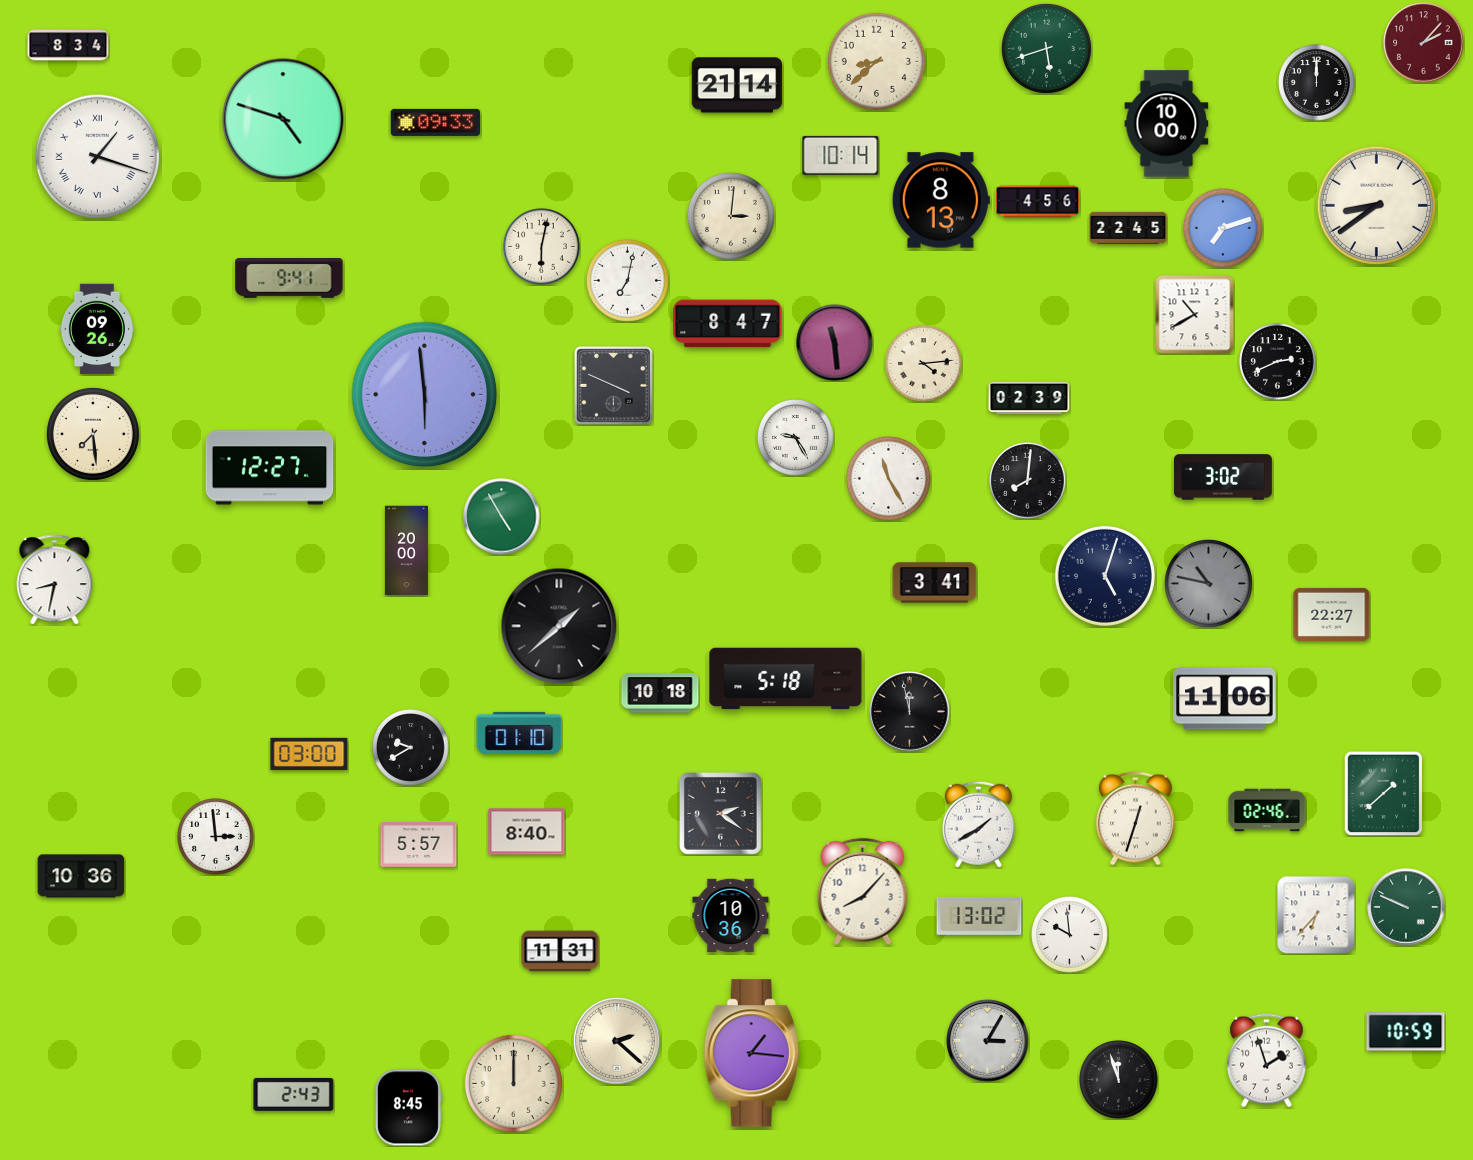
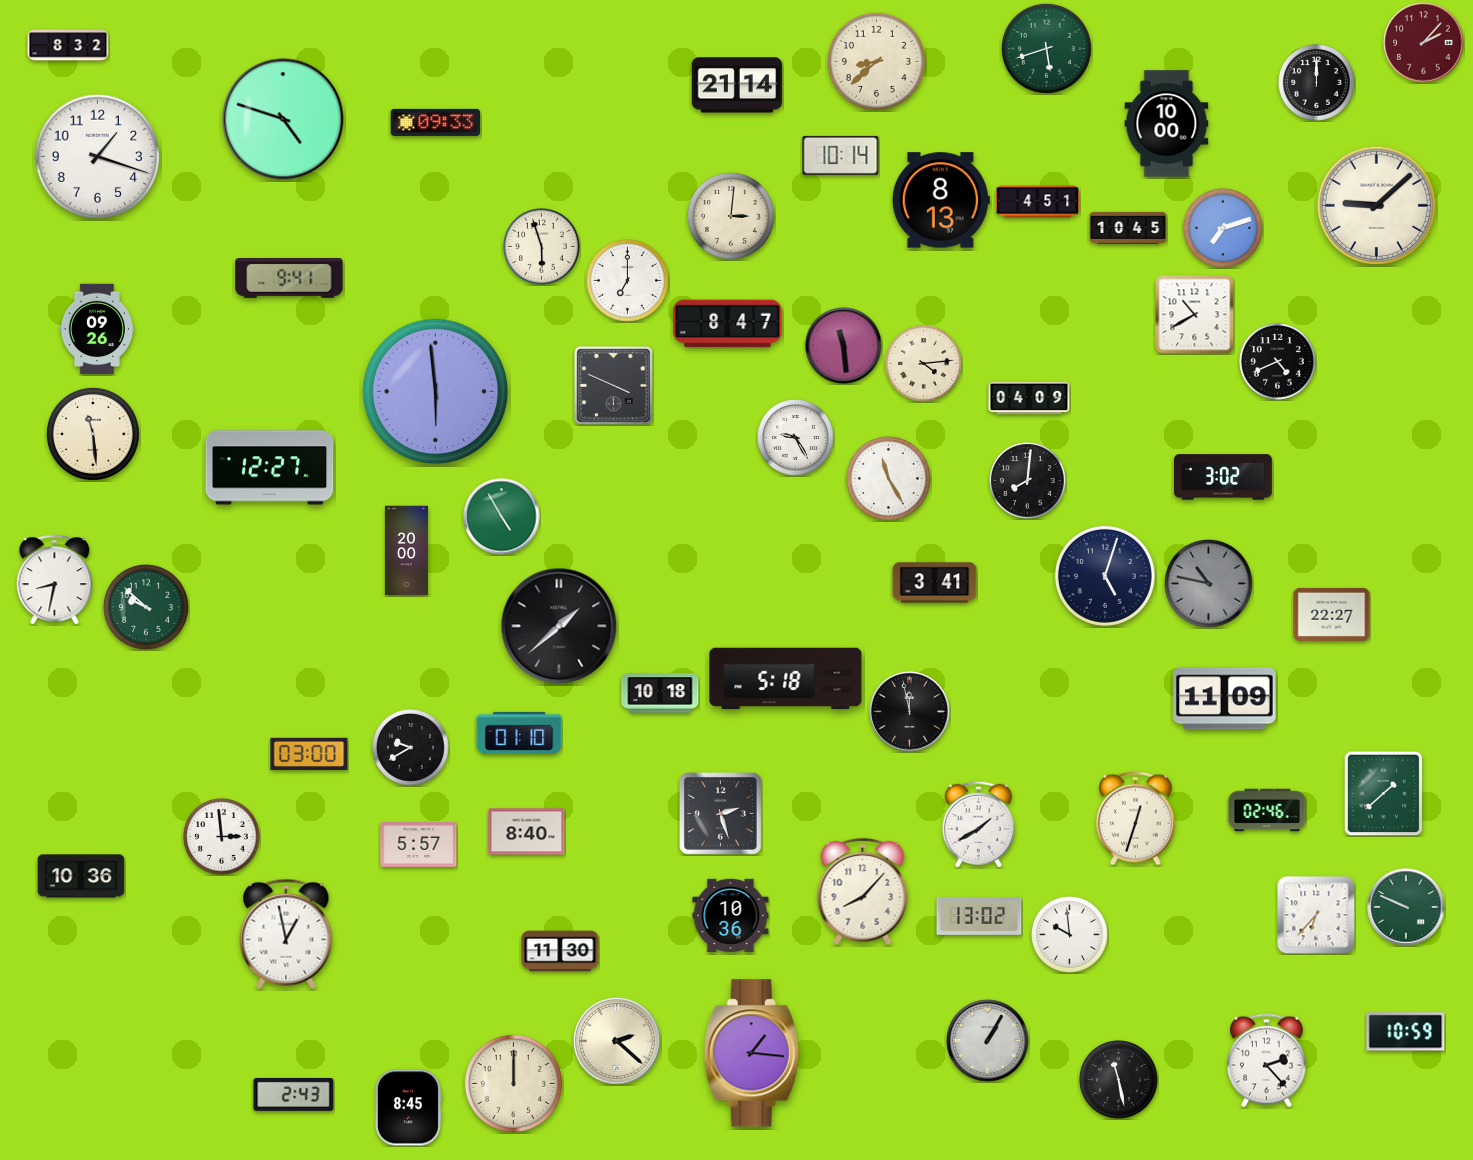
clock at (68, 45): 8:34 -> 8:32
clock at (97, 156) numerals: Roman -> Arabic
clock at (1038, 202): 4:56 -> 4:51
clock at (1376, 205): 8:39 -> 9:08
clock at (1128, 228): 22:45 -> 10:45
clock at (542, 247): 6:02 -> 5:57
clock at (628, 281): 7:02 -> 7:00
clock at (835, 343) position: (835, 343) -> (844, 346)
clock at (1278, 362): 2:41 -> 4:41
clock at (425, 395) position: (425, 395) -> (436, 392)
clock at (1029, 398): 02:39 -> 04:09
clock at (93, 434): 7:29 -> 11:29
clock at (146, 607): none -> 9:52
clock at (1225, 699): 11:06 -> 11:09
clock at (721, 814): 2:21 -> 2:27
clock at (216, 837) position: (216, 837) -> (222, 837)
clock at (286, 934): none -> 12:58
clock at (560, 951): 11:31 -> 11:30
clock at (988, 1041): 3:05 -> 1:05
clock at (1267, 1061): 1:57 -> 2:23
clock at (1119, 1080): 11:57 -> 11:28
